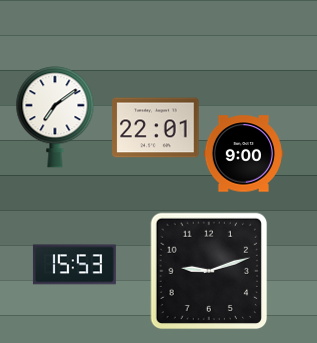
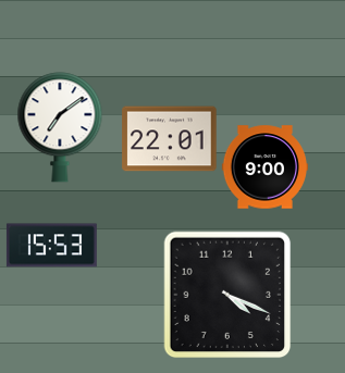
clock at (74, 265) position: (74, 265) -> (51, 246)
clock at (209, 271): 9:12 -> 4:19
